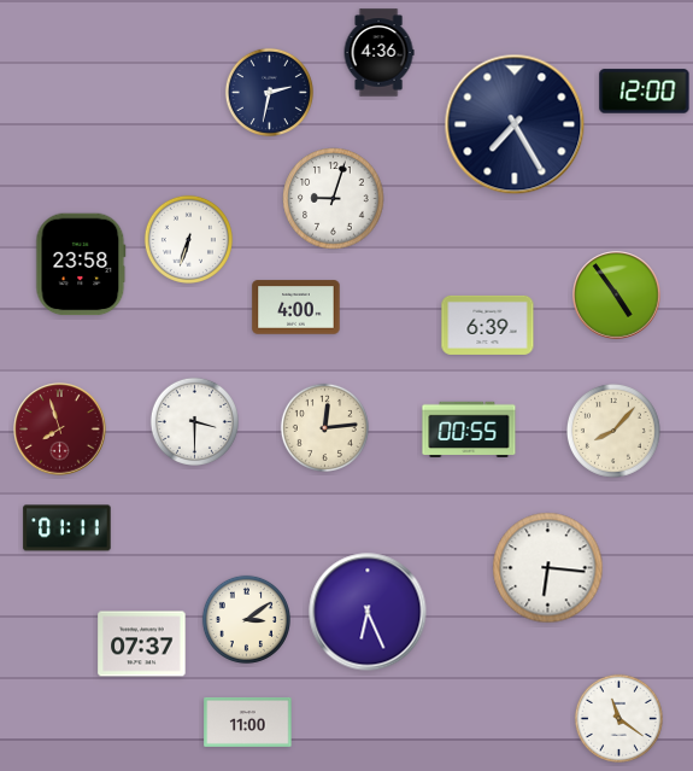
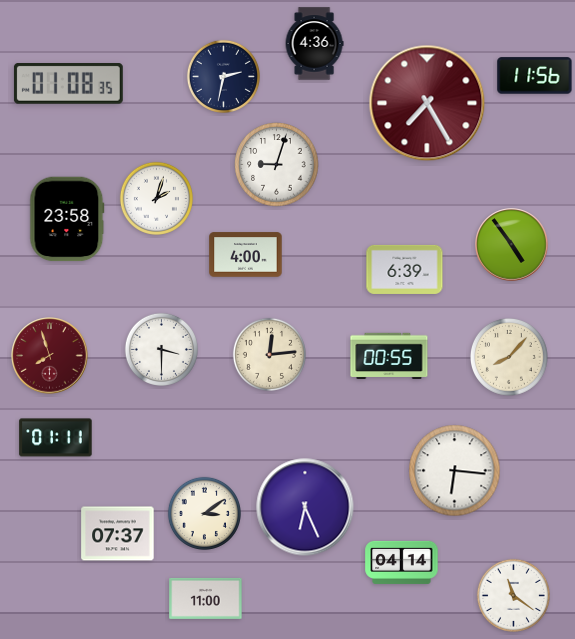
clock at (645, 92): 12:00 -> 11:56
clock at (68, 84): none -> 01:08
clock at (515, 124) dial: navy -> burgundy
clock at (188, 239): 6:33 -> 2:03
clock at (402, 562): none -> 04:14
